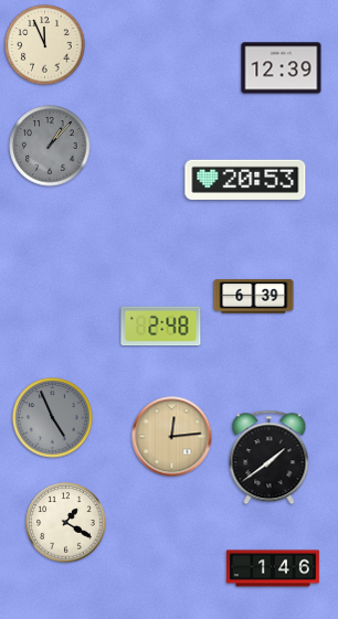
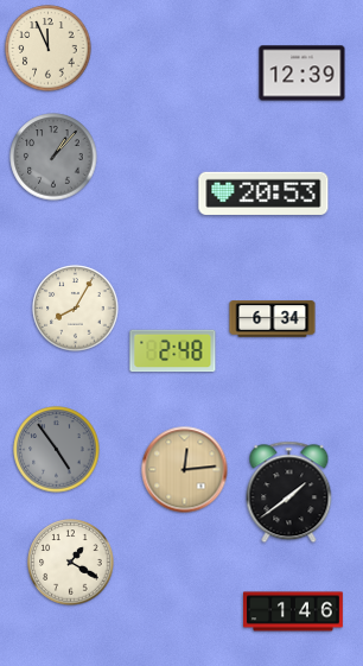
clock at (76, 309): none -> 8:05
clock at (254, 297): 6:39 -> 6:34
clock at (53, 418): 4:56 -> 4:54
